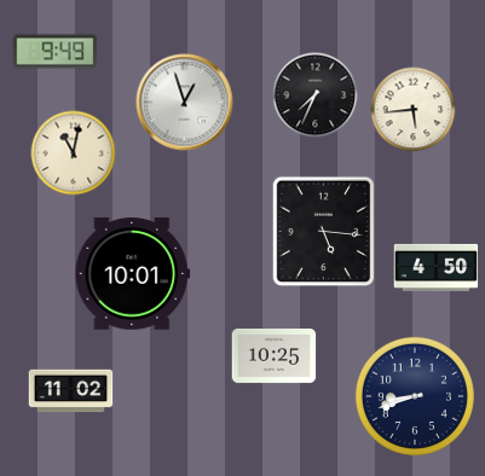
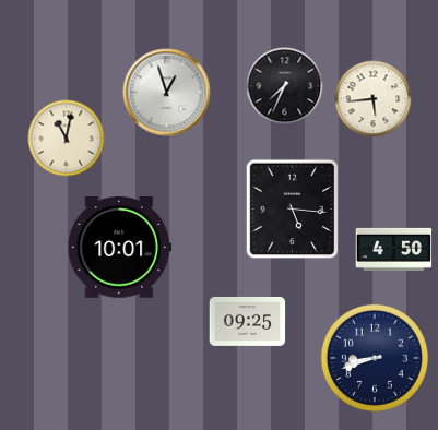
clock at (56, 52): 9:49 -> none
clock at (437, 267) position: (437, 267) -> (394, 249)
clock at (275, 355): 10:25 -> 09:25
clock at (71, 391): 11:02 -> none
